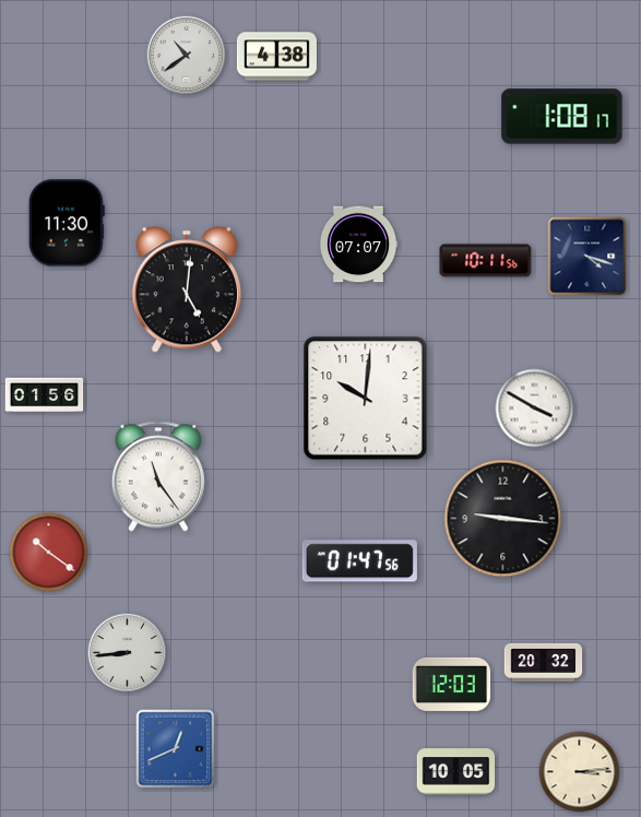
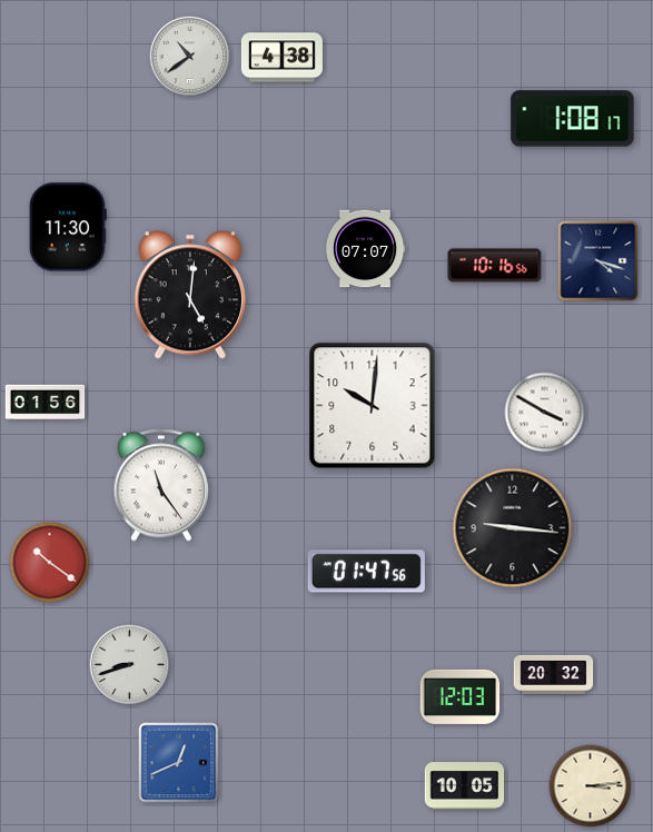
clock at (486, 261): 10:11 -> 10:16
clock at (535, 408) position: (535, 408) -> (545, 413)
clock at (128, 653): 8:44 -> 8:42
